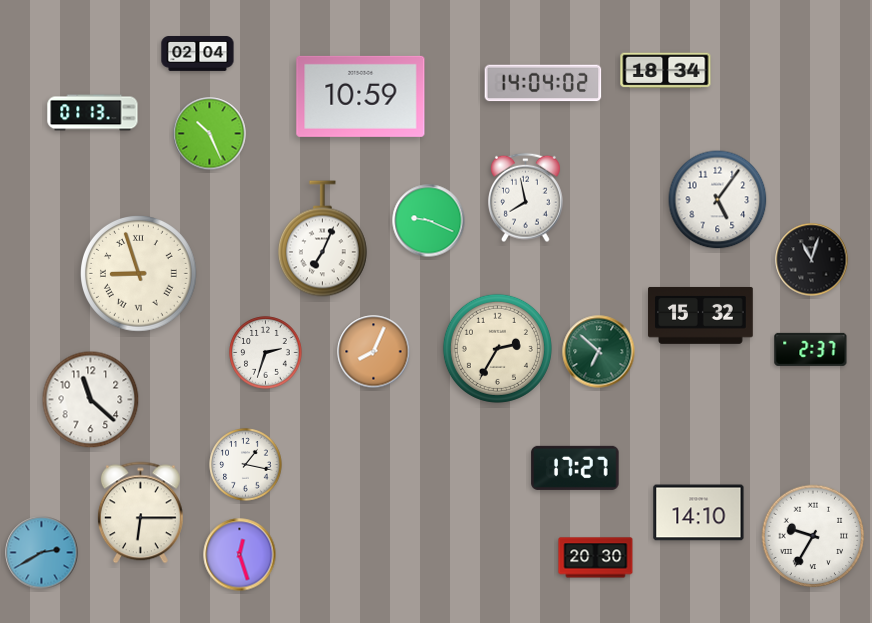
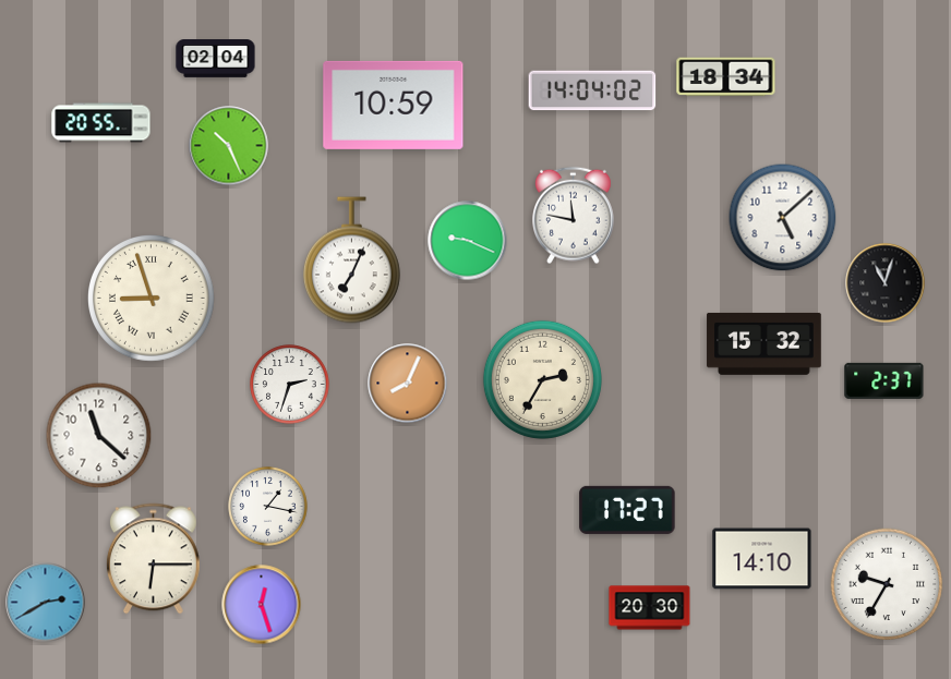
clock at (93, 113): 01:13 -> 20:55
clock at (526, 198): 7:58 -> 11:47
clock at (718, 200): 5:06 -> 5:08
clock at (599, 352): 6:52 -> none
